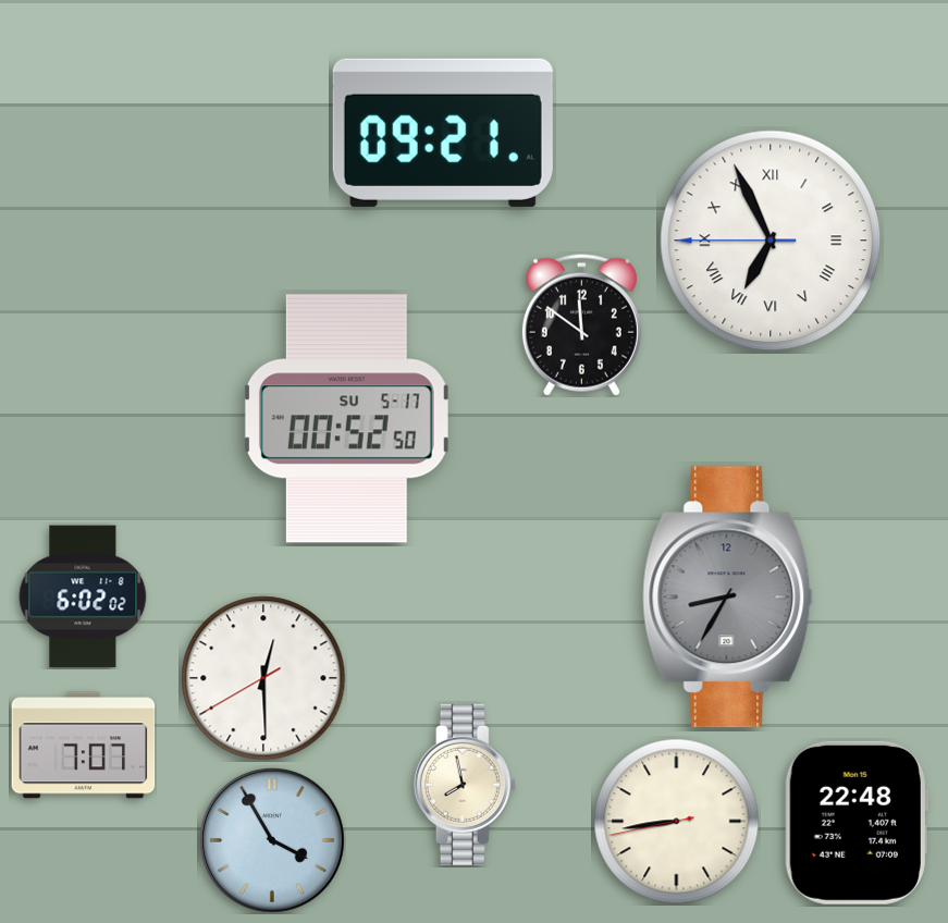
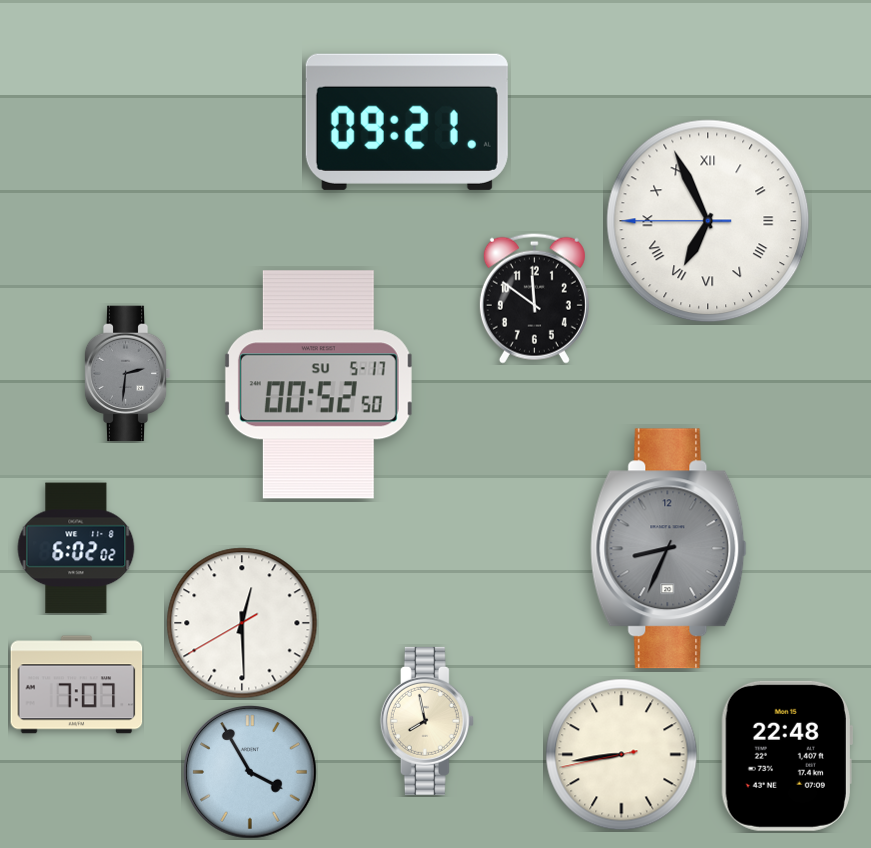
clock at (127, 374): none -> 2:31
clock at (728, 598): 8:35 -> 8:34
